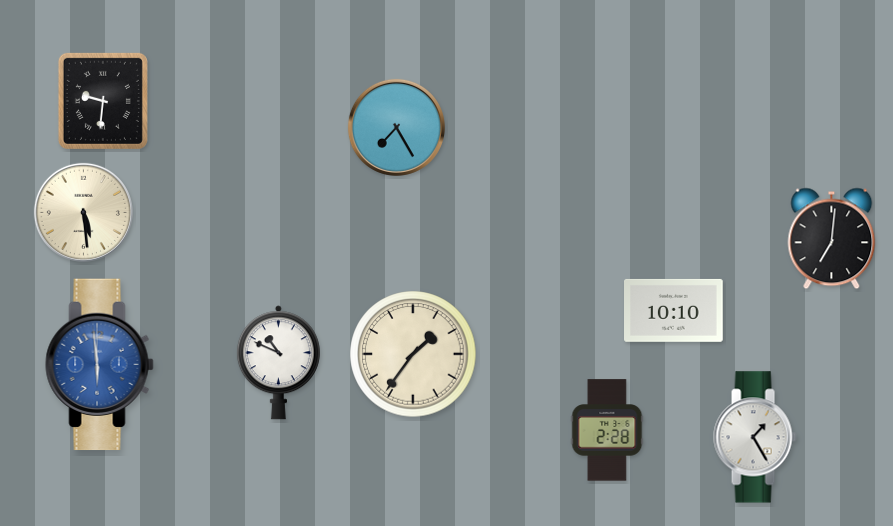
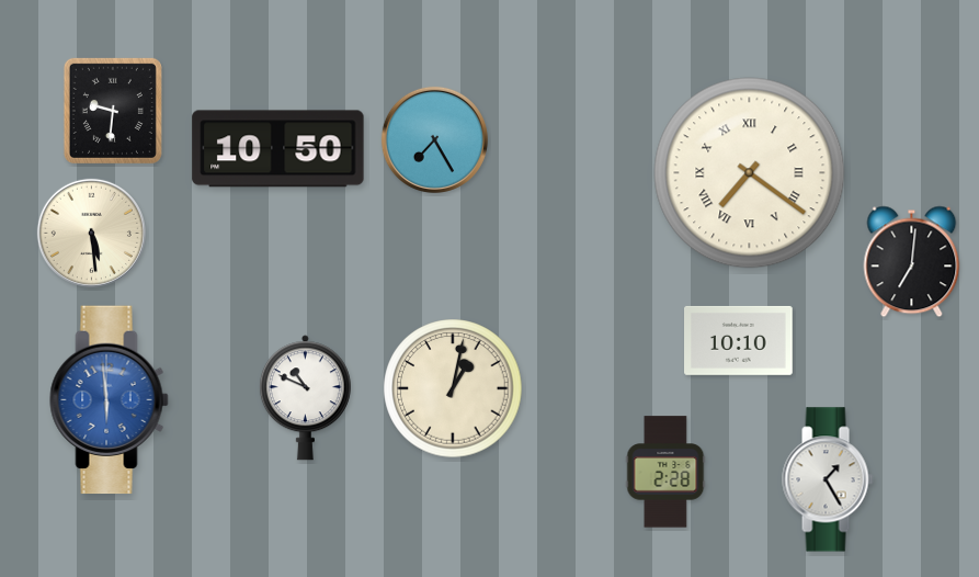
clock at (278, 149): none -> 10:50
clock at (750, 173): none -> 7:21
clock at (413, 354): 1:36 -> 1:02
